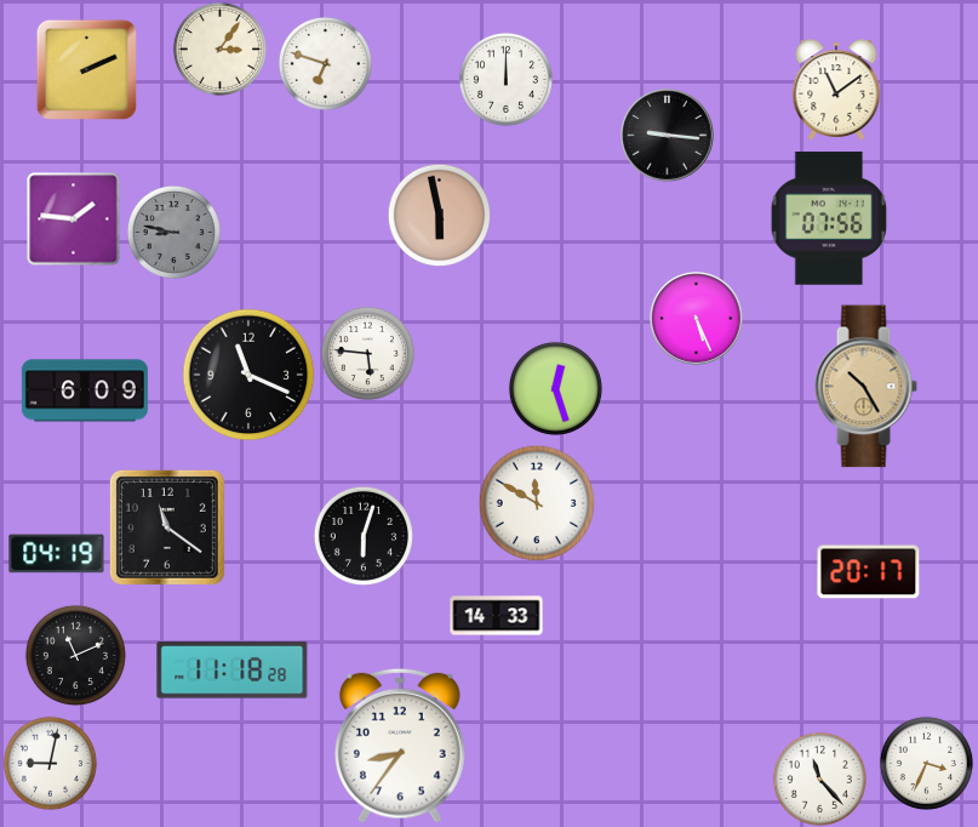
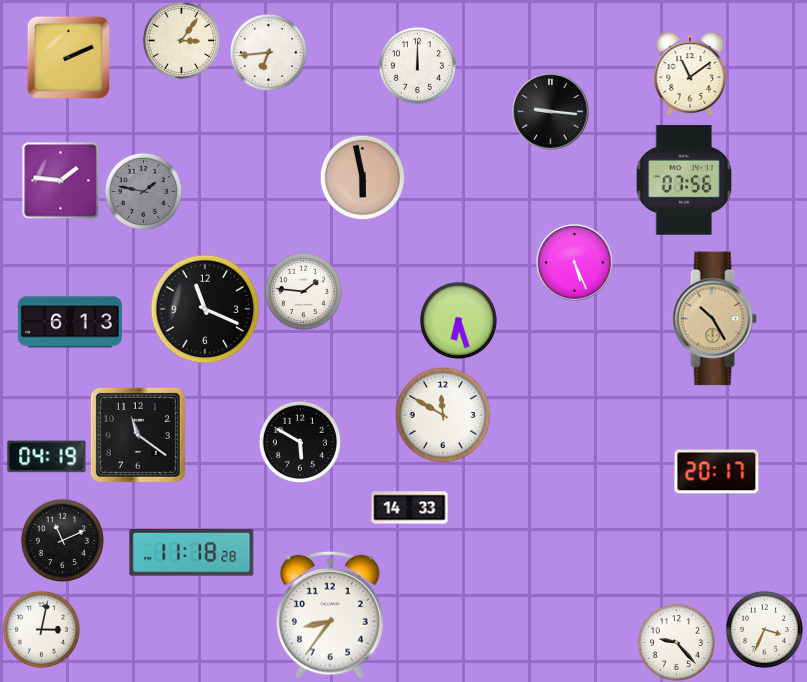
clock at (325, 63): 6:48 -> 6:44
clock at (86, 69) position: (86, 69) -> (68, 57)
clock at (173, 232): 8:47 -> 1:47
clock at (367, 353): 5:46 -> 1:46
clock at (555, 388): 12:27 -> 6:27
clock at (85, 390): 6:09 -> 6:13
clock at (364, 536): 6:03 -> 5:50
clock at (50, 763): 9:02 -> 3:02
clock at (819, 778): 11:23 -> 9:23
